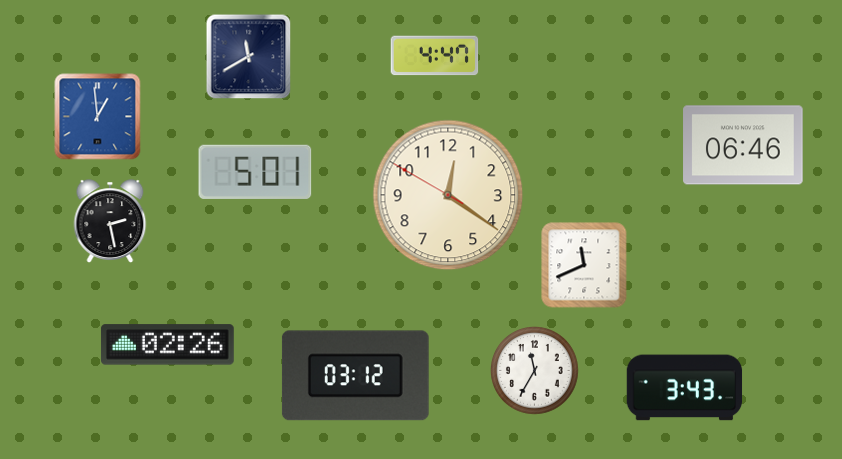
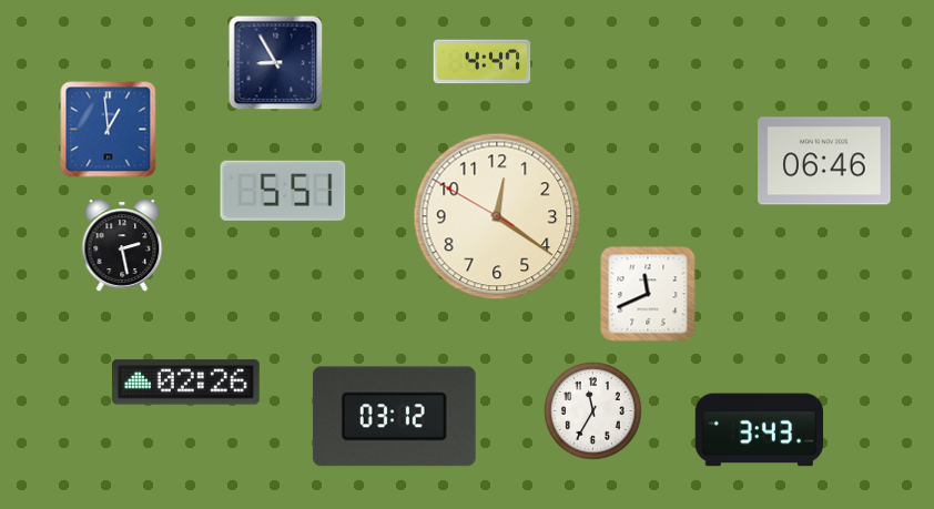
clock at (249, 57): 11:40 -> 8:55
clock at (255, 172): 5:01 -> 5:51
